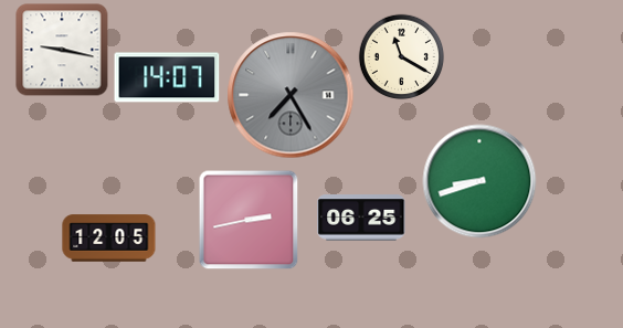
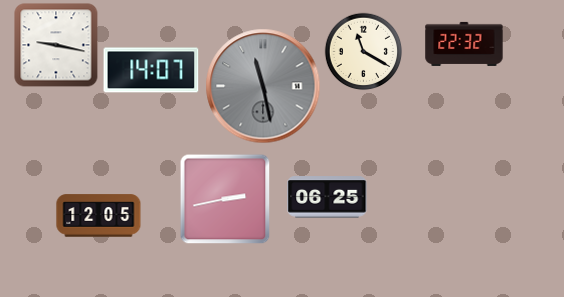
clock at (464, 44): none -> 22:32
clock at (291, 95): 7:25 -> 11:28
clock at (479, 181): 8:42 -> none
